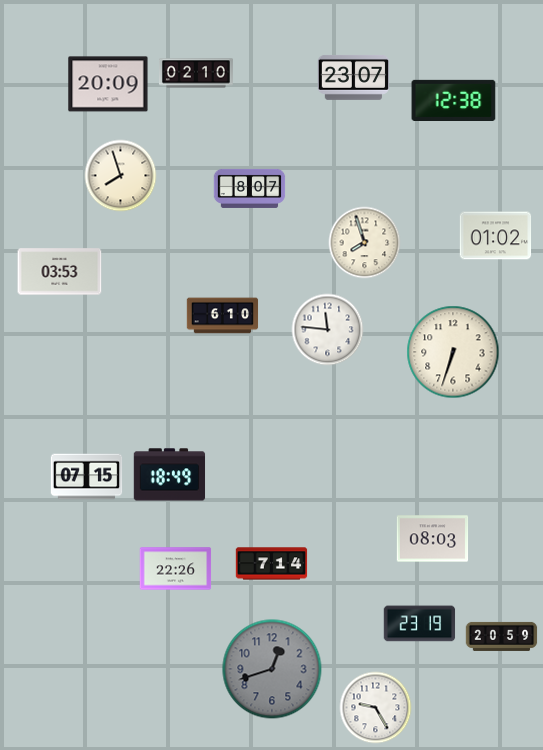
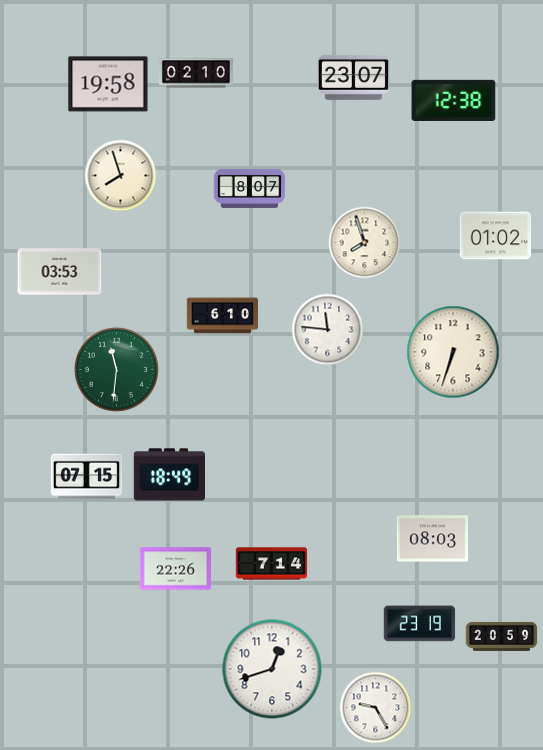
clock at (108, 84): 20:09 -> 19:58
clock at (116, 369): none -> 11:31
clock at (272, 669) dial: grey -> white
